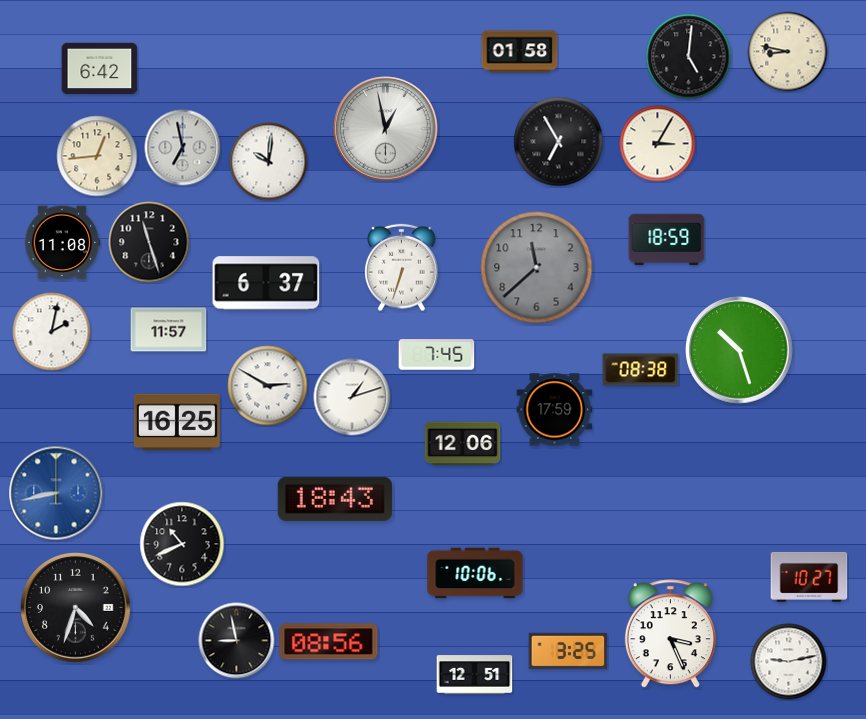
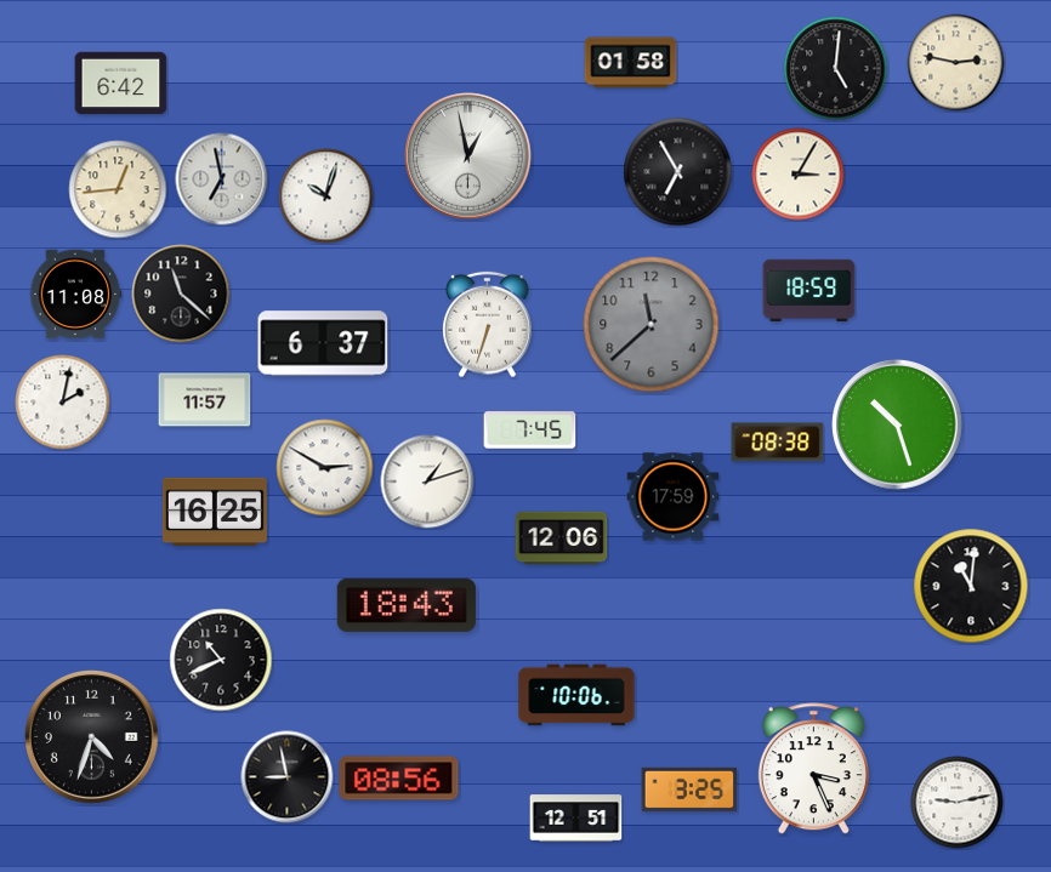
clock at (788, 52): 8:47 -> 2:47
clock at (269, 162): 10:01 -> 10:03
clock at (149, 242): 11:27 -> 11:22
clock at (641, 370) position: (641, 370) -> (778, 443)
clock at (971, 586): none -> 11:01
clock at (56, 493): 8:43 -> none
clock at (809, 577): 10:27 -> none
